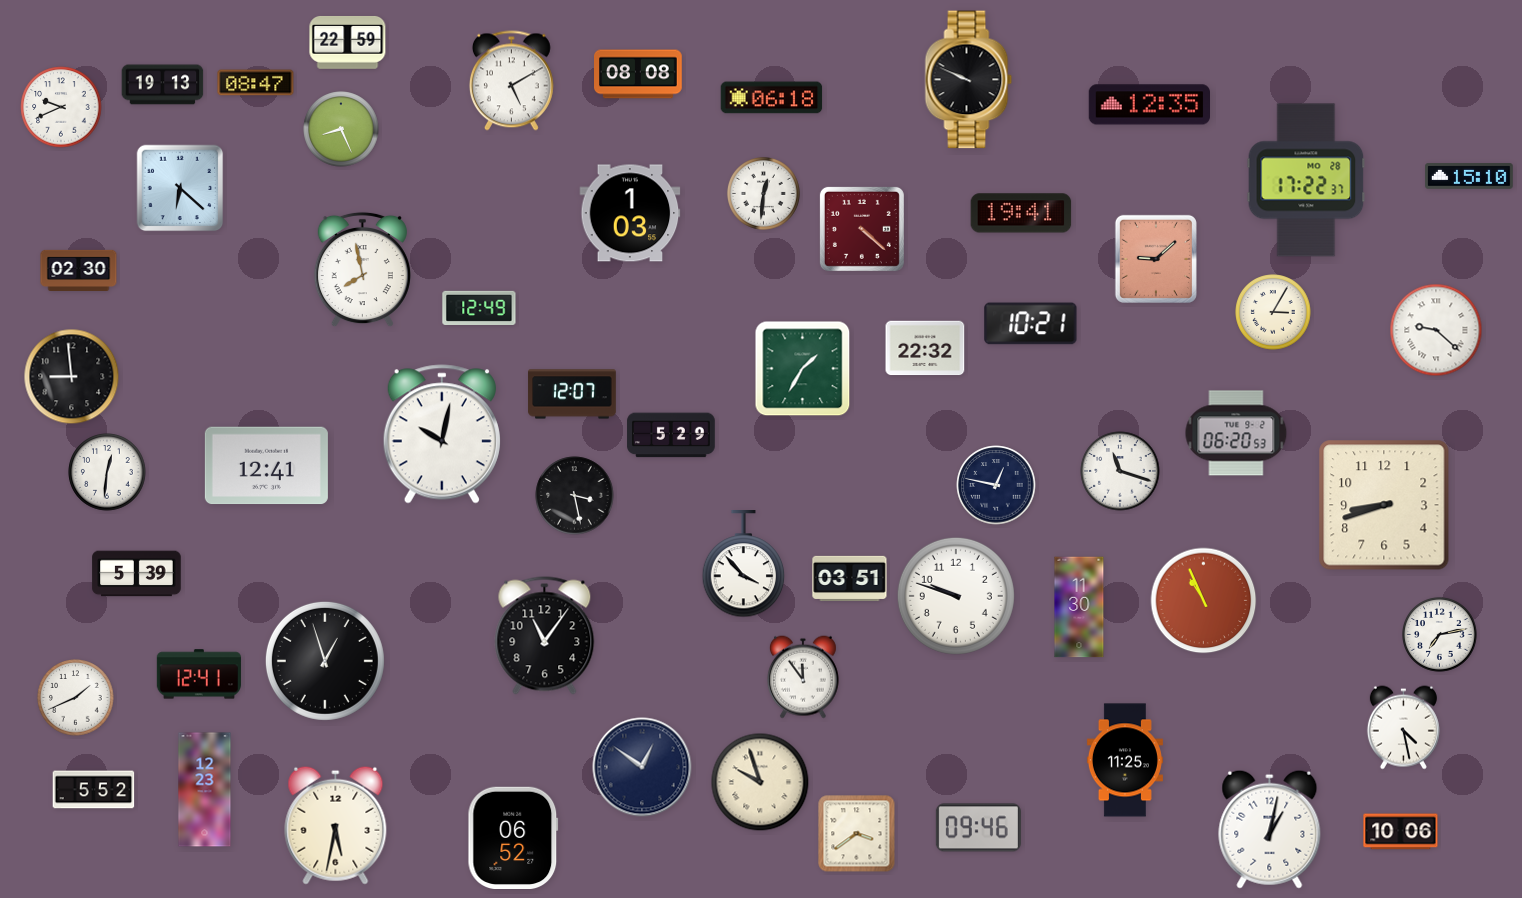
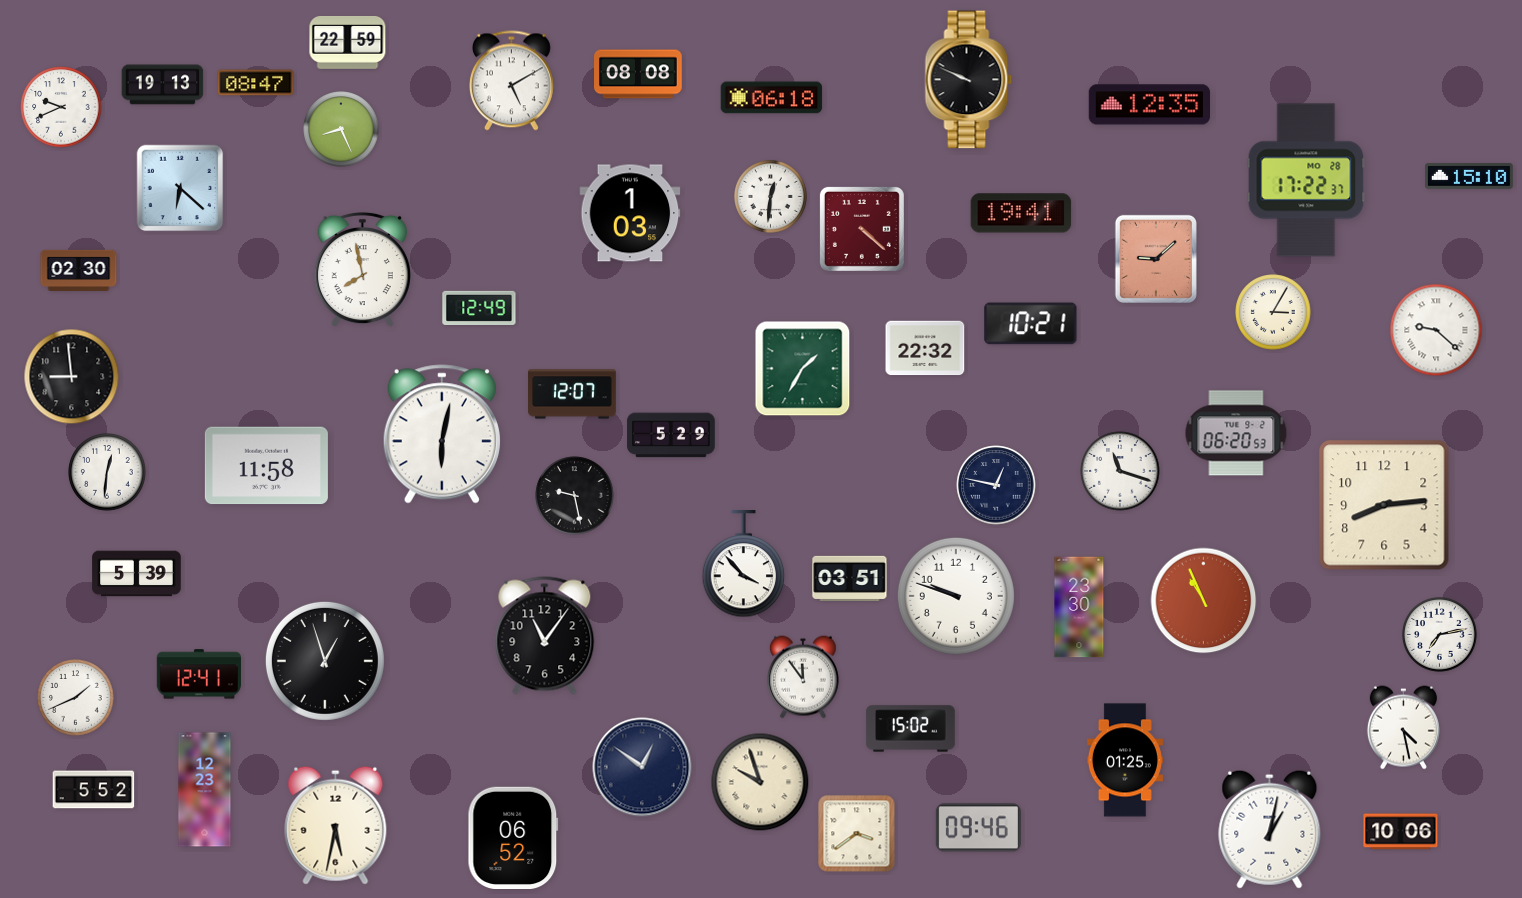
clock at (763, 193) position: (763, 193) -> (770, 196)
clock at (442, 434): 10:02 -> 6:02
clock at (266, 466): 12:41 -> 11:58
clock at (575, 496): 3:28 -> 9:28
clock at (1384, 505): 8:42 -> 8:14
clock at (1079, 607): 11:30 -> 23:30
clock at (911, 729): none -> 15:02
clock at (1125, 760): 11:25 -> 01:25
